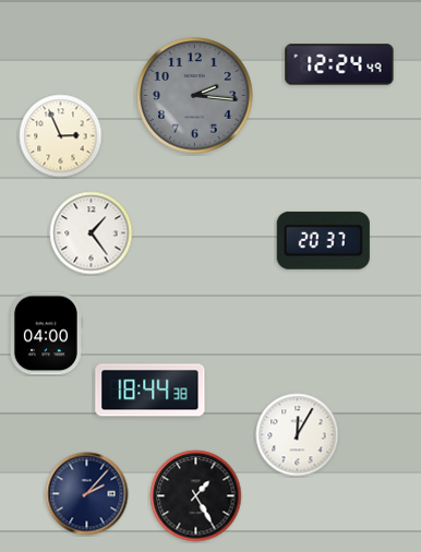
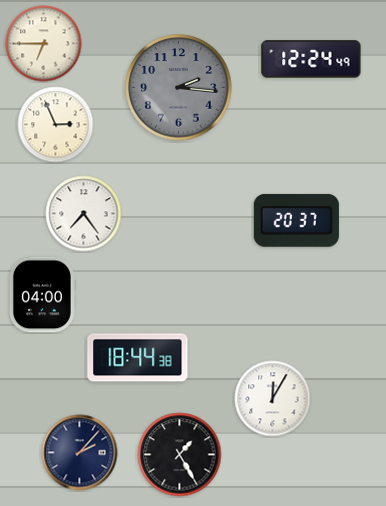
clock at (44, 44): none -> 6:45
clock at (92, 233): 1:24 -> 7:24
clock at (46, 334) position: (46, 334) -> (42, 295)
